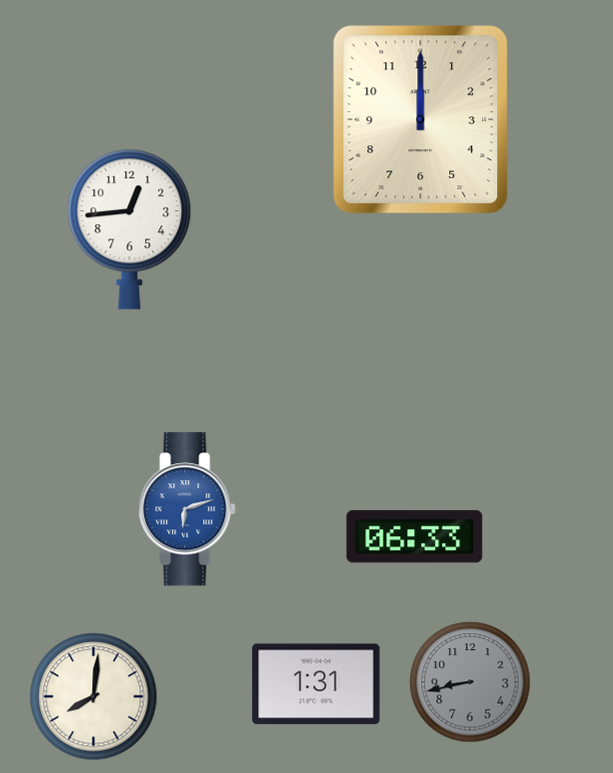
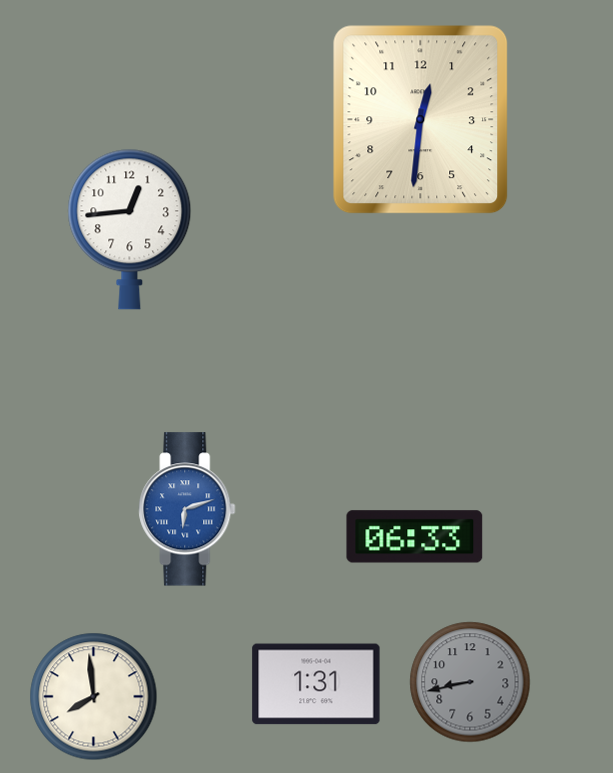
clock at (421, 120): 12:00 -> 12:31
clock at (94, 697): 8:01 -> 7:59
